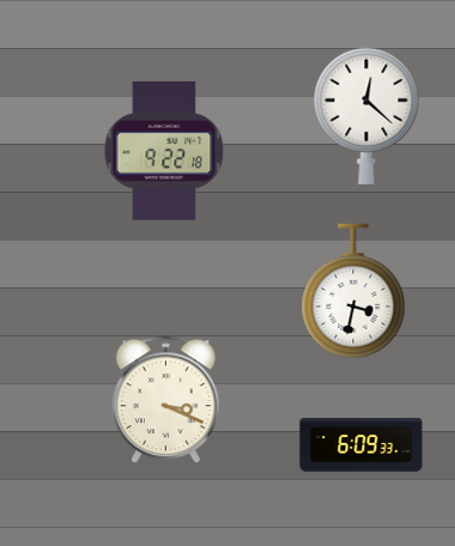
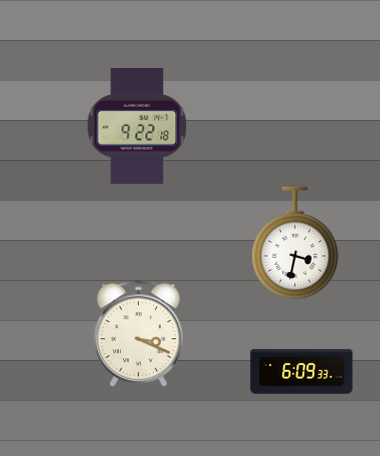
clock at (366, 116): 12:22 -> none
